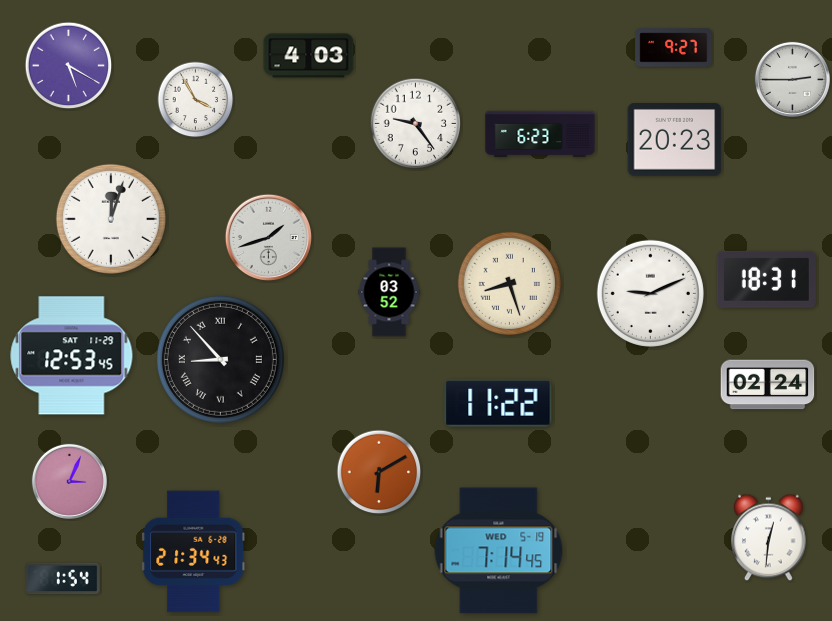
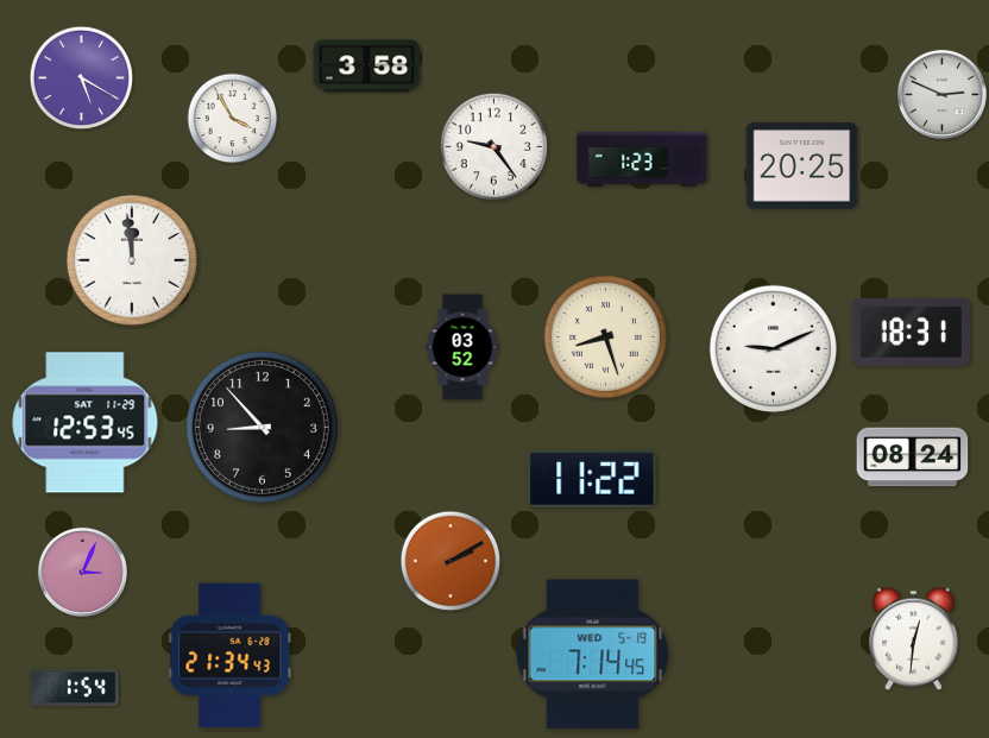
clock at (674, 48): 9:27 -> none
clock at (309, 56): 4:03 -> 3:58
clock at (792, 79): 2:45 -> 2:49
clock at (540, 134): 6:23 -> 1:23
clock at (675, 140): 20:23 -> 20:25
clock at (111, 219): 12:03 -> 11:59
clock at (269, 238): 1:42 -> none
clock at (220, 359) numerals: Roman -> Arabic
clock at (768, 385): 02:24 -> 08:24
clock at (379, 472): 6:10 -> 2:10
